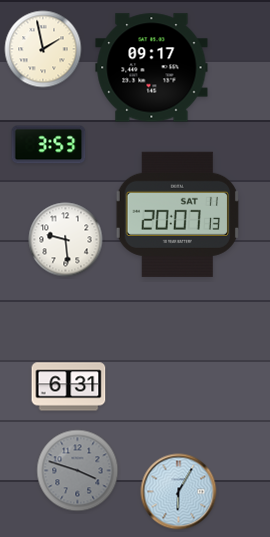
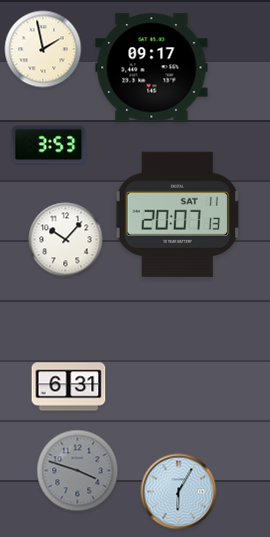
clock at (66, 240): 9:29 -> 10:07
